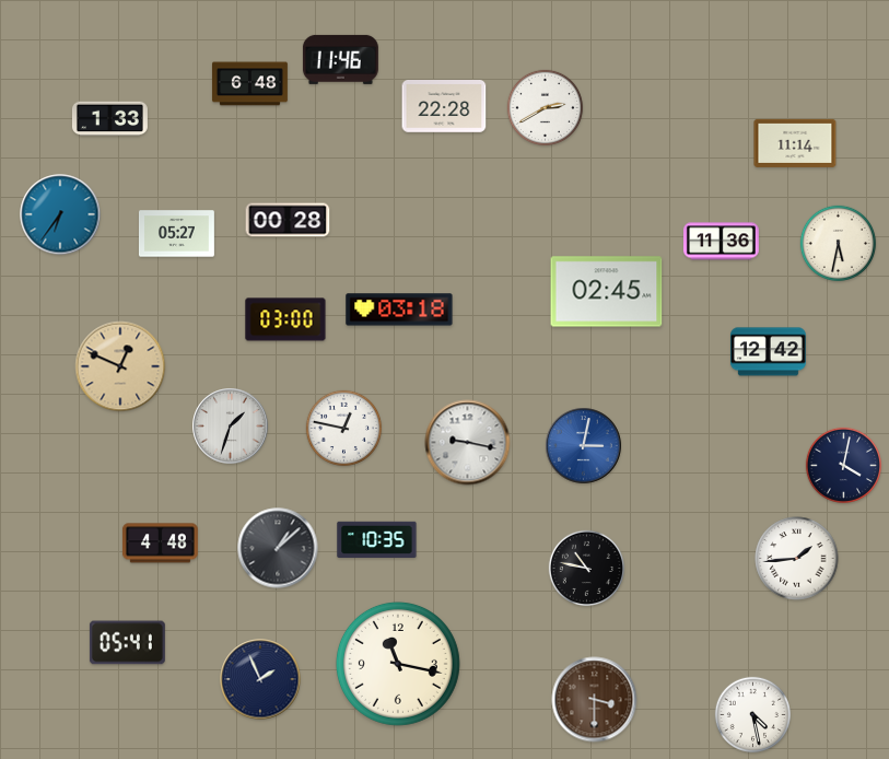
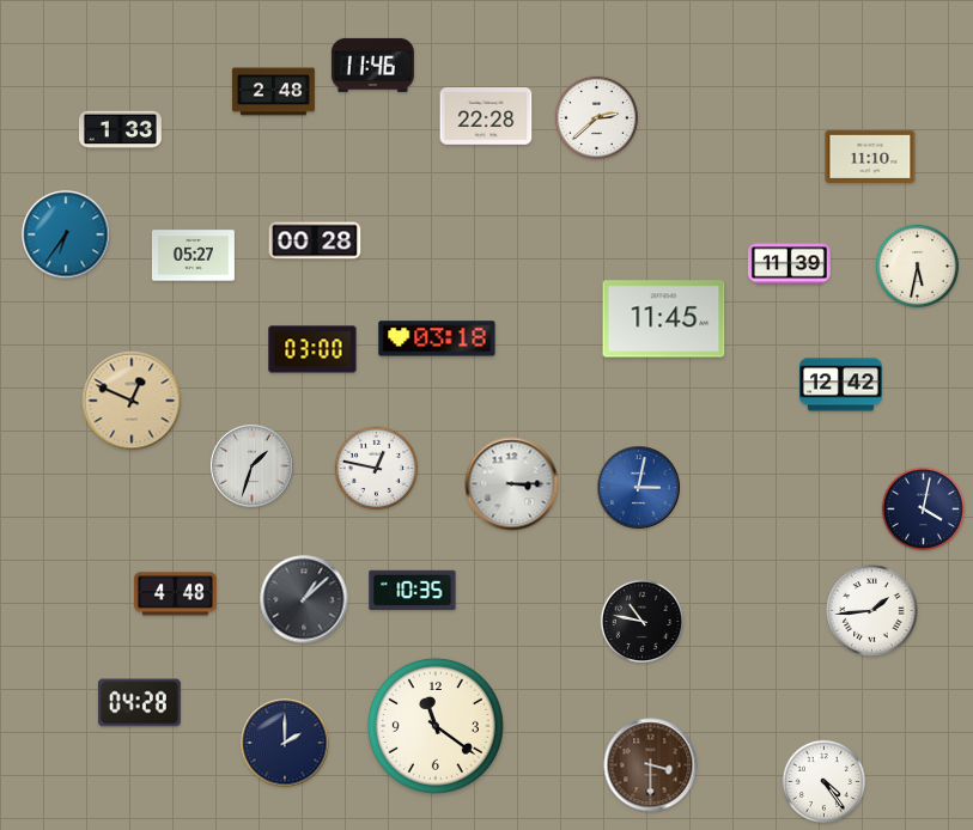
clock at (249, 84): 6:48 -> 2:48
clock at (546, 108): 2:40 -> 2:38
clock at (795, 143): 11:14 -> 11:10
clock at (721, 242): 11:36 -> 11:39
clock at (607, 292): 02:45 -> 11:45
clock at (468, 443): 9:17 -> 3:15
clock at (127, 643): 05:41 -> 04:28
clock at (398, 664): 11:17 -> 11:21
clock at (260, 679): 1:56 -> 2:00
clock at (753, 715): 4:28 -> 4:24
